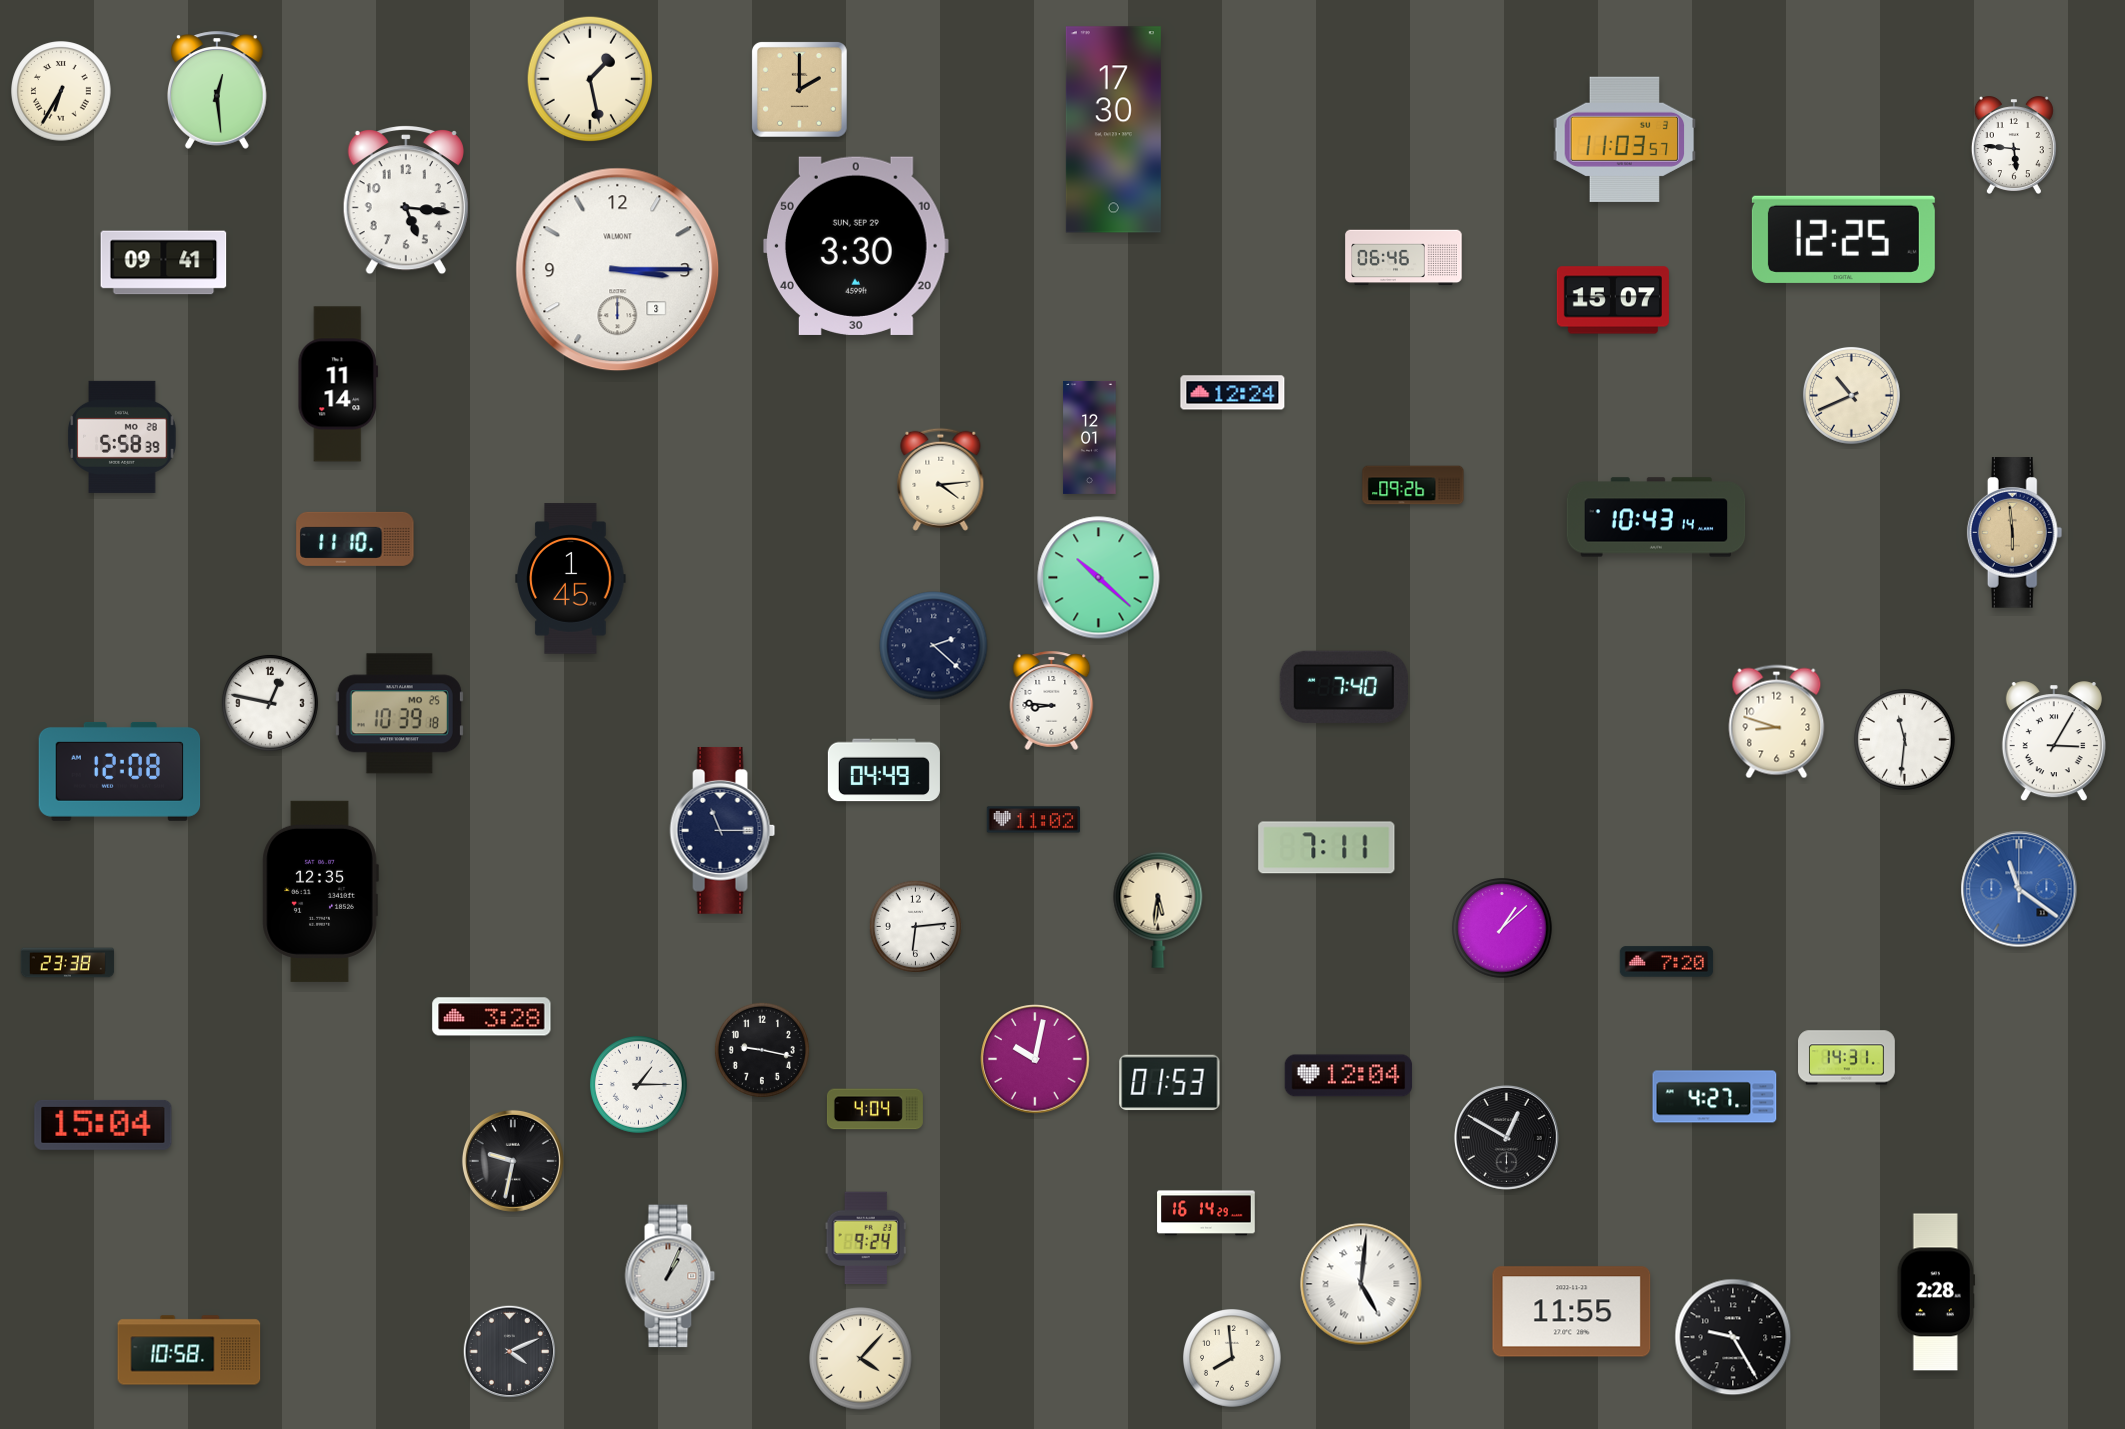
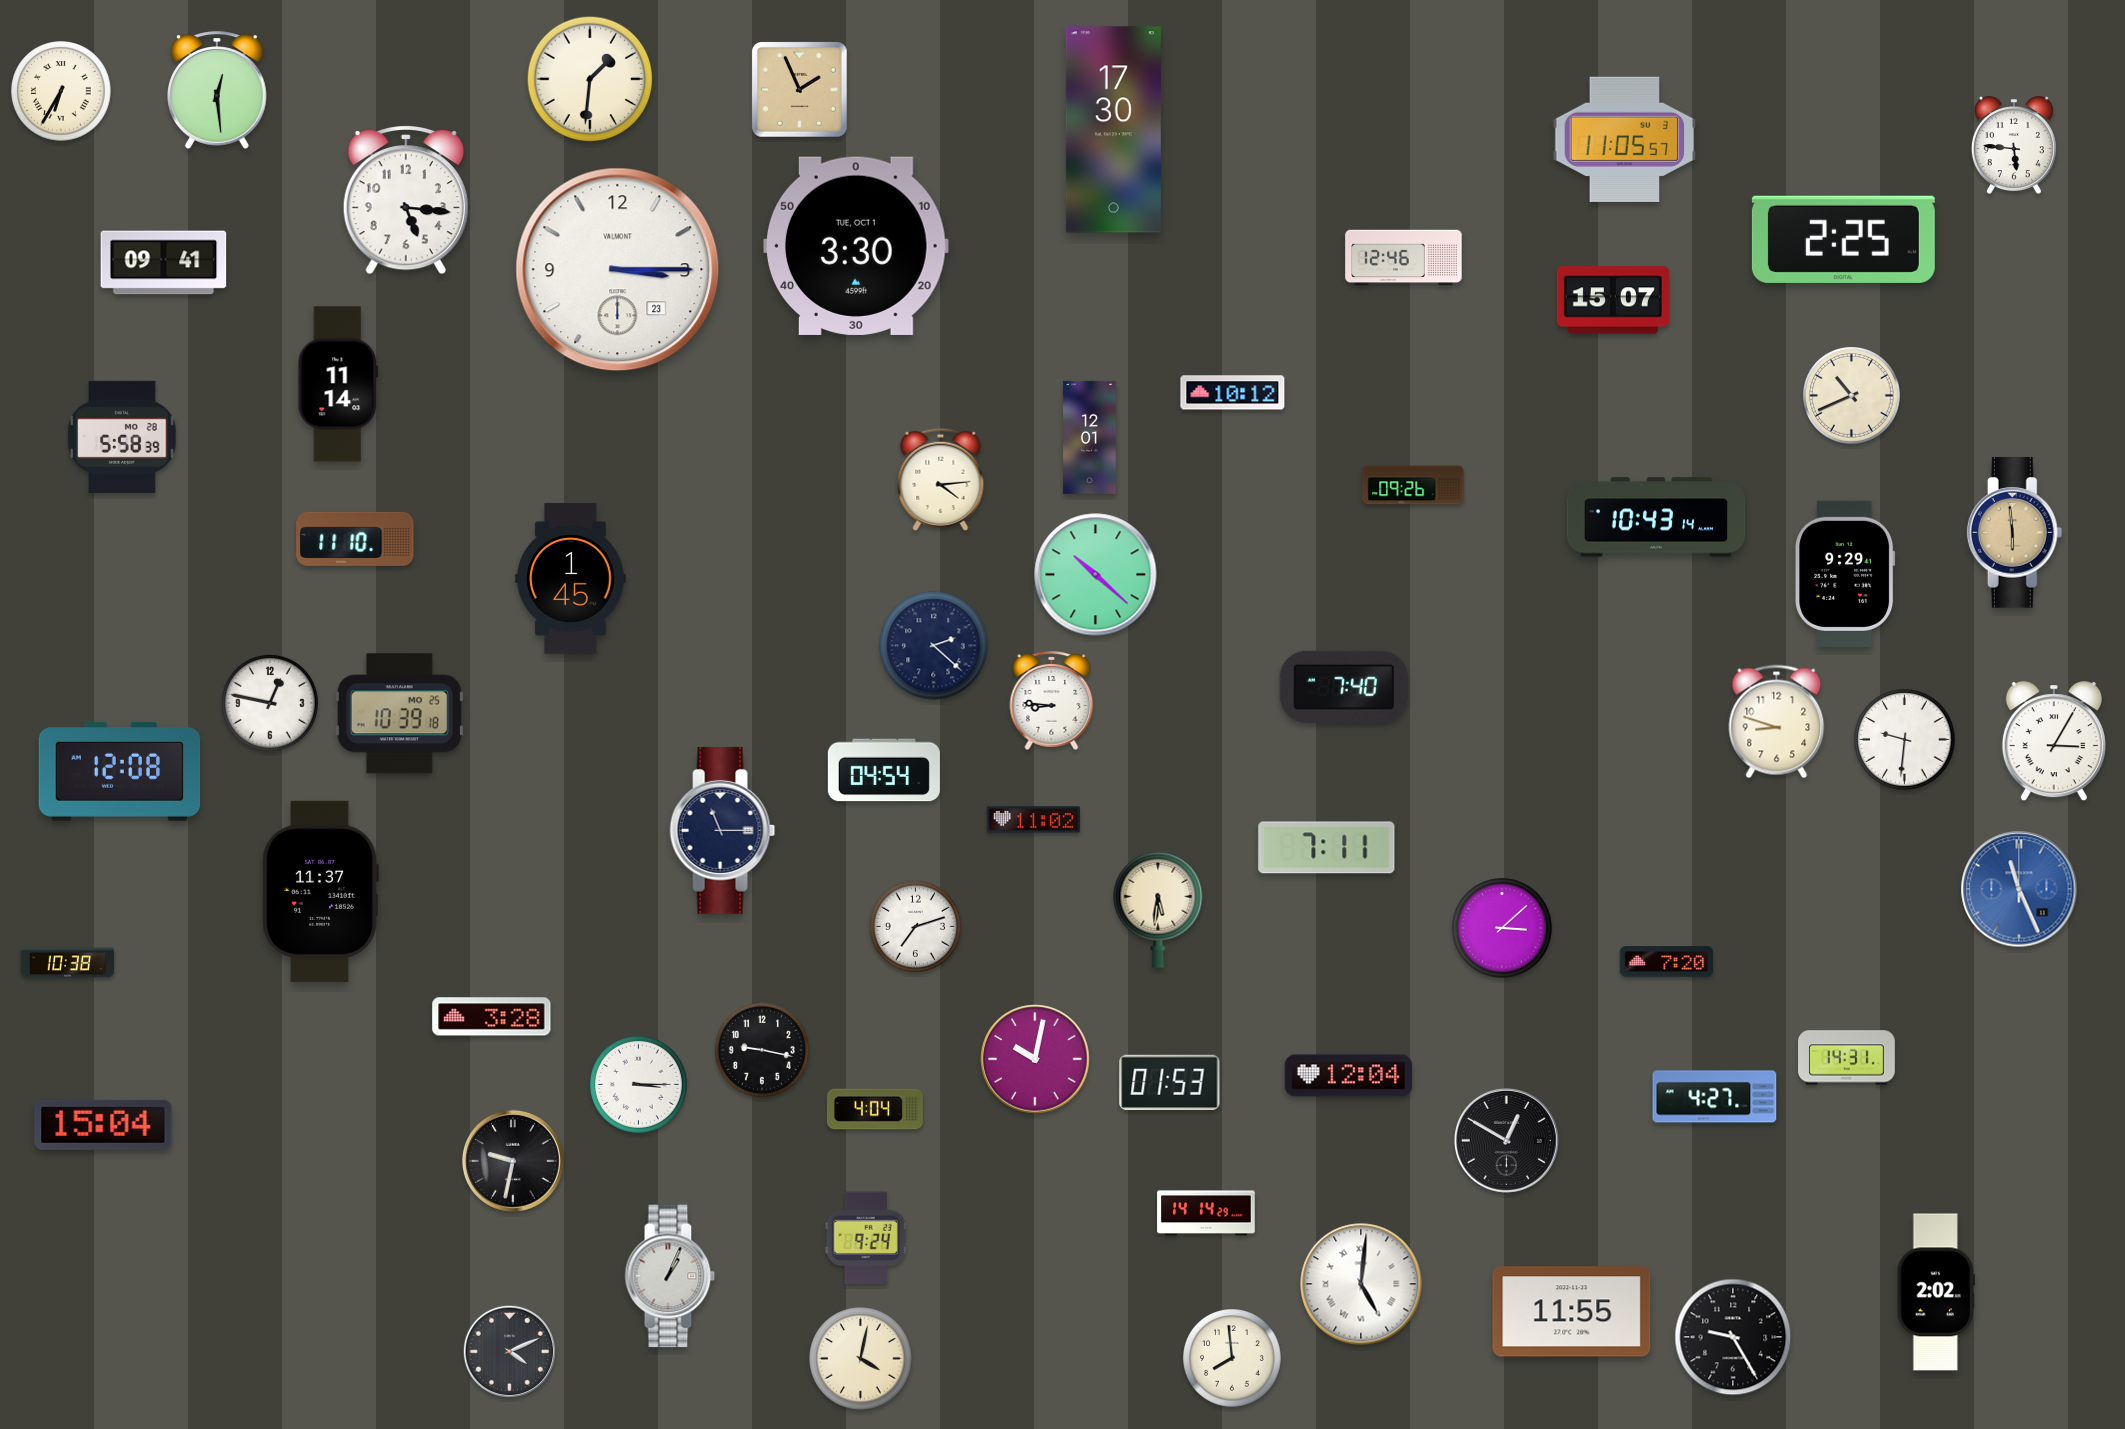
clock at (590, 79): 1:28 -> 1:31
clock at (799, 89): 2:00 -> 1:56
clock at (1625, 139): 11:03 -> 11:05
clock at (1843, 239): 12:25 -> 2:25
clock at (857, 246) date: SUN, SEP 29 -> TUE, OCT 1
clock at (1404, 258): 06:46 -> 12:46
clock at (618, 270) date: 3 -> 23
clock at (1233, 393): 12:24 -> 10:12
clock at (1845, 574): none -> 9:29
clock at (1099, 578) position: (1099, 578) -> (1096, 575)
clock at (1905, 740): 11:31 -> 9:31
clock at (884, 770): 04:49 -> 04:54
clock at (2019, 889): 11:21 -> 11:26
clock at (320, 891): 12:35 -> 11:37
clock at (915, 926): 6:14 -> 7:12
clock at (1502, 928): 1:08 -> 3:08
clock at (68, 963): 23:38 -> 10:38
clock at (638, 1084): 1:15 -> 3:15
clock at (1506, 1137) position: (1506, 1137) -> (1506, 1140)
clock at (1206, 1213): 16:14 -> 14:14
clock at (1935, 1292): 2:28 -> 2:02
clock at (189, 1350): 10:58 -> none
clock at (861, 1359): 4:07 -> 4:02
